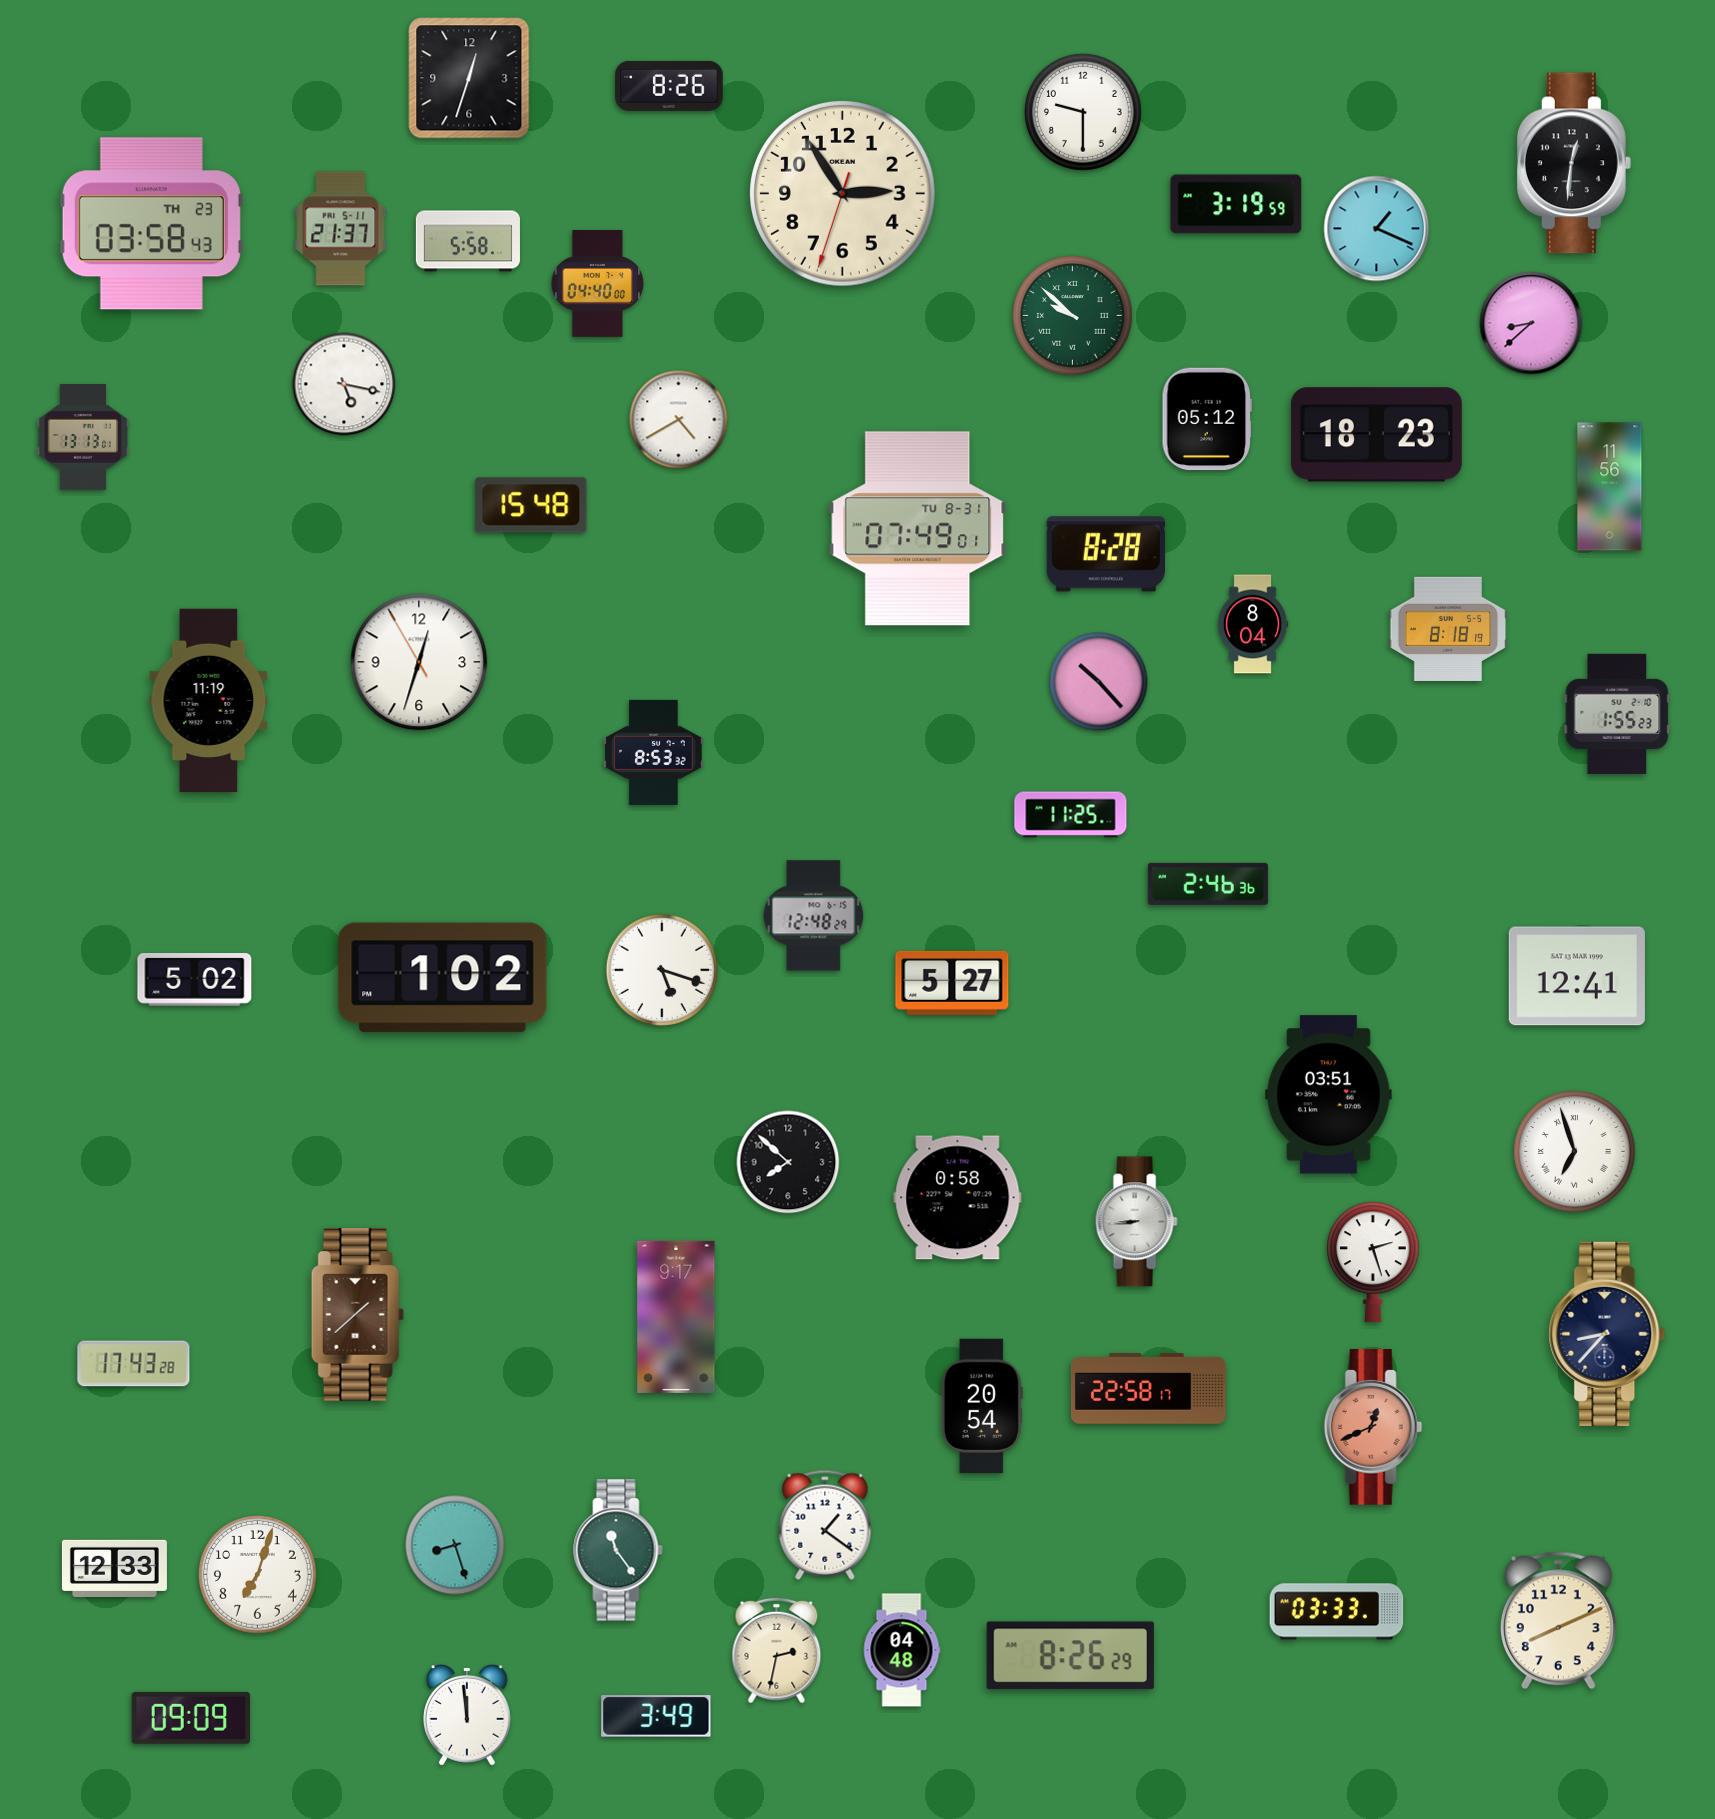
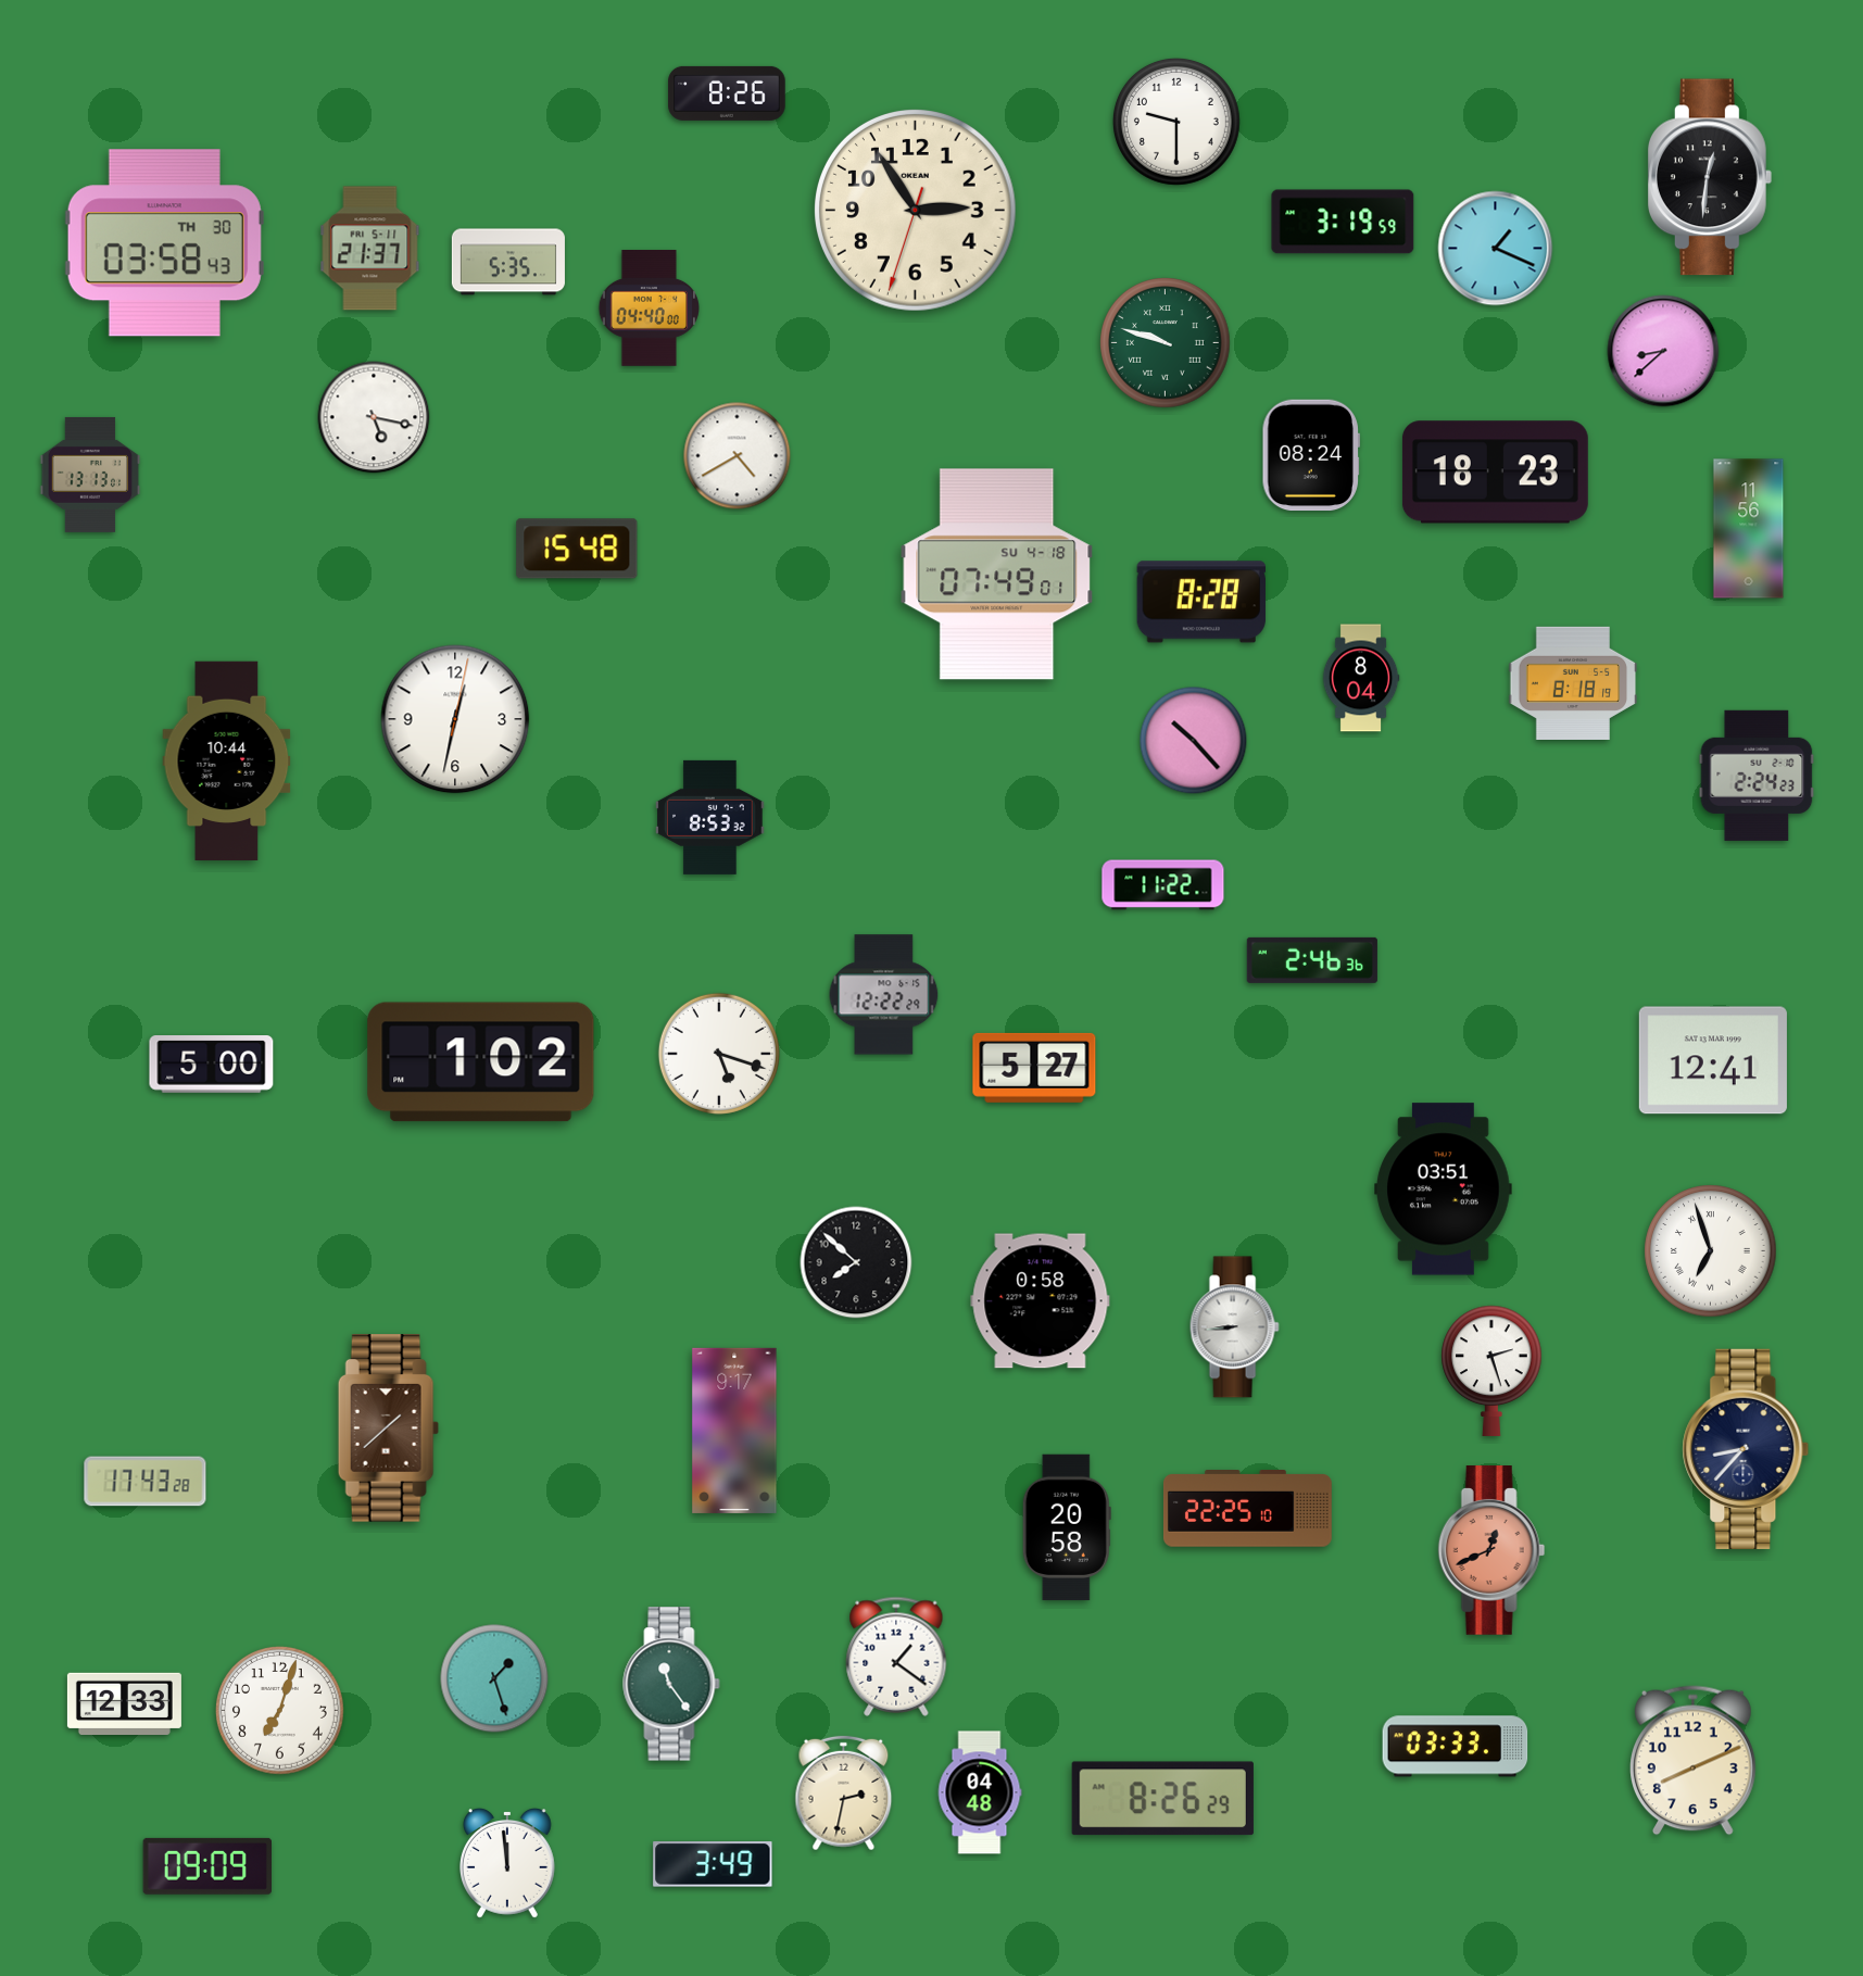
clock at (469, 78): 12:33 -> none
clock at (151, 224) date: TH 23 -> TH 30
clock at (468, 241): 5:58 -> 5:35
clock at (1073, 316): 9:52 -> 9:48
clock at (1206, 419): 05:12 -> 08:24
clock at (918, 529) date: TU 8-31 -> SU 4-18
clock at (419, 662): 12:32:55 -> 12:32:02
clock at (209, 701): 11:19 -> 10:44
clock at (1617, 714): 1:55 -> 2:24
clock at (1071, 815): 11:25 -> 11:22
clock at (814, 916): 12:48 -> 12:22
clock at (195, 980): 5:02 -> 5:00
clock at (1148, 1389): 22:58 -> 22:25
clock at (982, 1406): 20:54 -> 20:58
clock at (455, 1545): 8:27 -> 1:27
clock at (1337, 1612) position: (1337, 1612) -> (1456, 1747)
